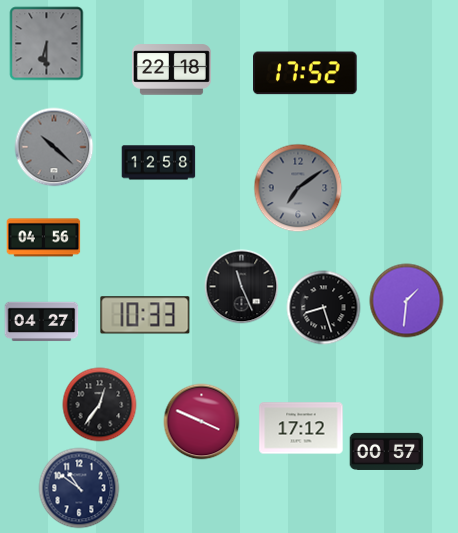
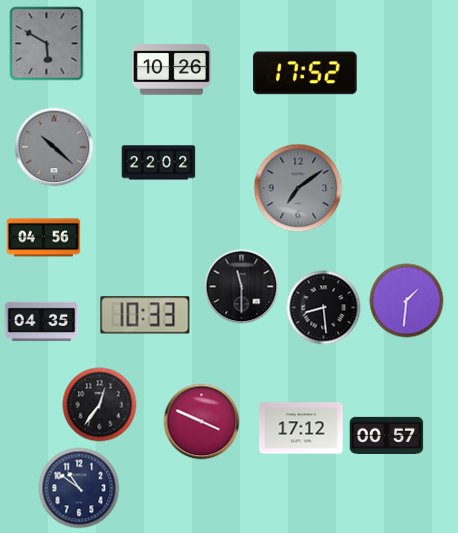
clock at (47, 44): 6:30 -> 5:50
clock at (171, 70): 22:18 -> 10:26
clock at (159, 163): 12:58 -> 22:02
clock at (242, 287): 11:26 -> 11:30
clock at (324, 308): 8:27 -> 8:29
clock at (42, 322): 04:27 -> 04:35
clock at (387, 451) position: (387, 451) -> (387, 435)
